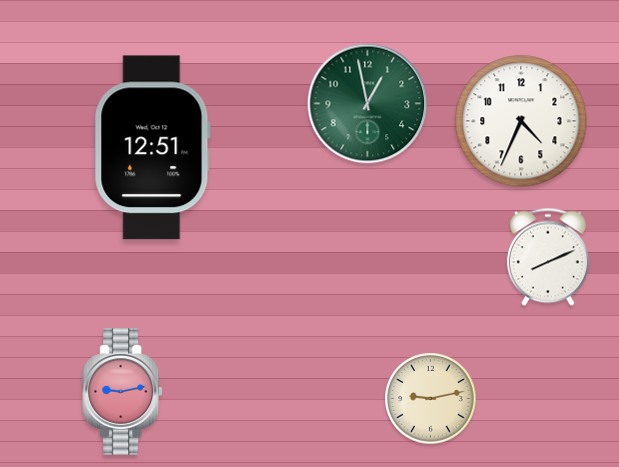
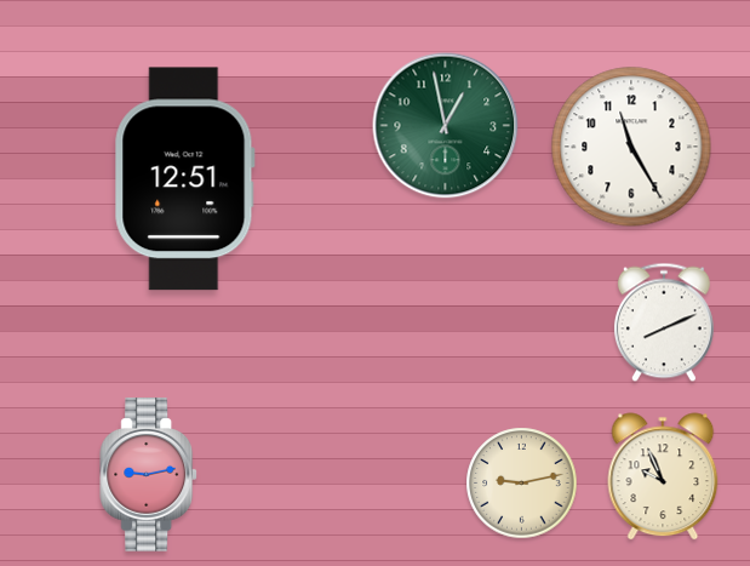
clock at (521, 121): 4:34 -> 11:25
clock at (548, 257) position: (548, 257) -> (664, 322)
clock at (663, 476): none -> 9:56
